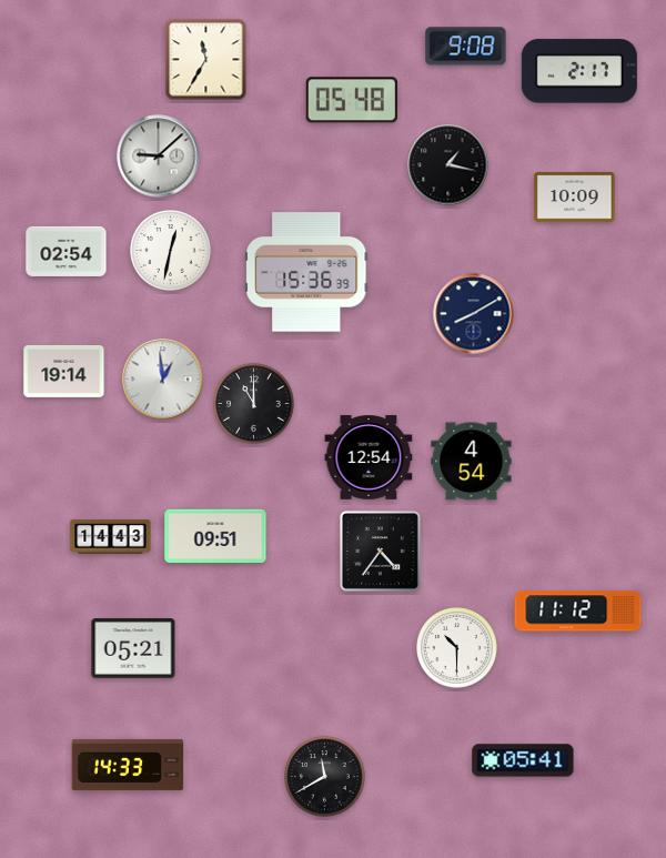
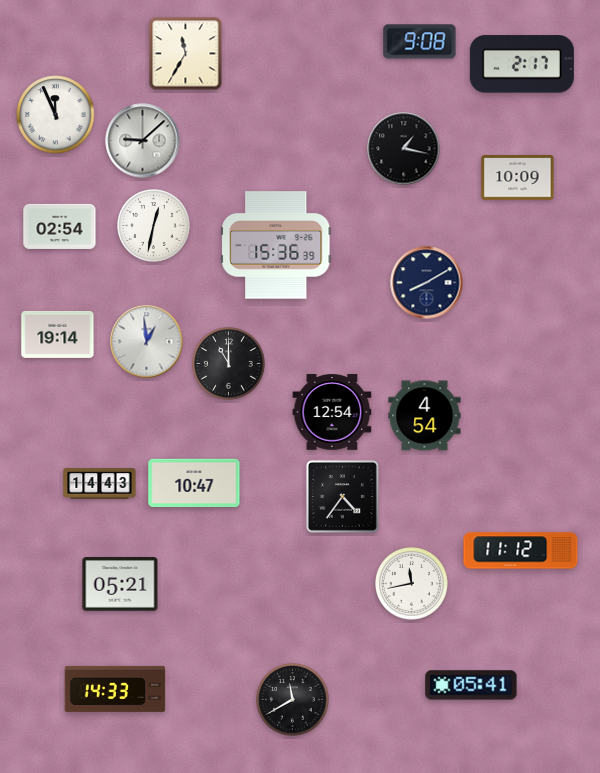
clock at (351, 100): 05:48 -> none
clock at (56, 115): none -> 11:56
clock at (215, 535): 09:51 -> 10:47
clock at (457, 648): 10:30 -> 11:43
